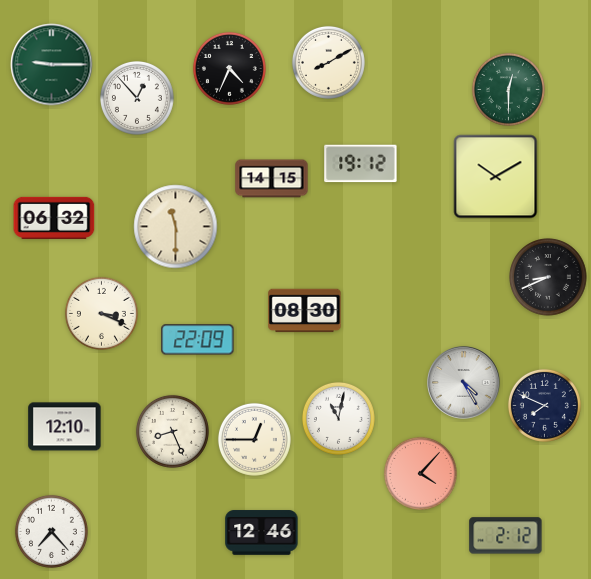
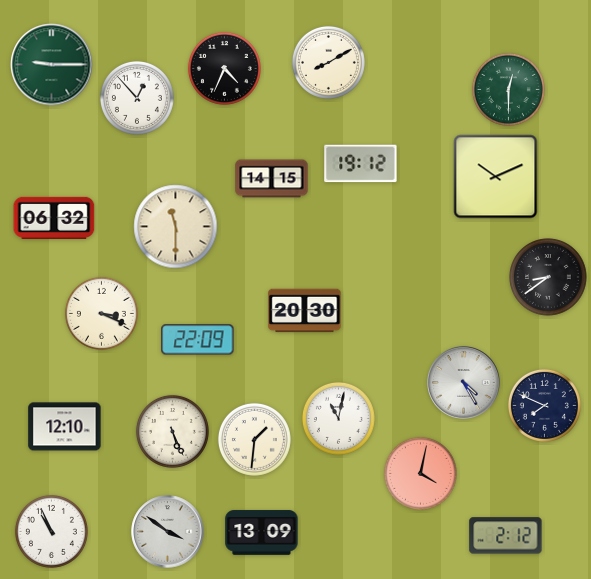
clock at (229, 68) position: (229, 68) -> (224, 68)
clock at (496, 177): 10:10 -> 10:11
clock at (548, 277): 8:41 -> 8:39
clock at (305, 311): 08:30 -> 20:30
clock at (172, 431): 8:26 -> 5:26
clock at (254, 439): 12:45 -> 1:31
clock at (420, 473): 4:07 -> 4:02
clock at (51, 531): 7:23 -> 10:56
clock at (168, 532): none -> 3:51
clock at (262, 533): 12:46 -> 13:09
